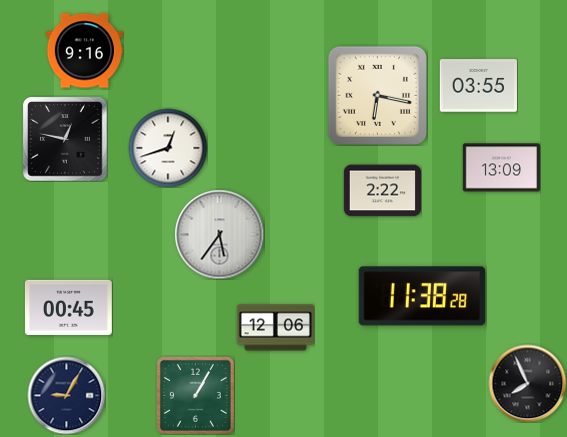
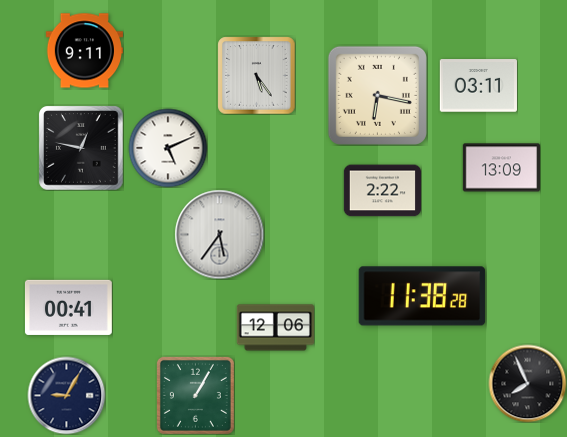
clock at (84, 51): 9:16 -> 9:11
clock at (256, 75): none -> 5:24
clock at (478, 86): 03:55 -> 03:11
clock at (65, 139) position: (65, 139) -> (81, 148)
clock at (168, 148): 12:42 -> 5:11
clock at (69, 307): 00:45 -> 00:41
